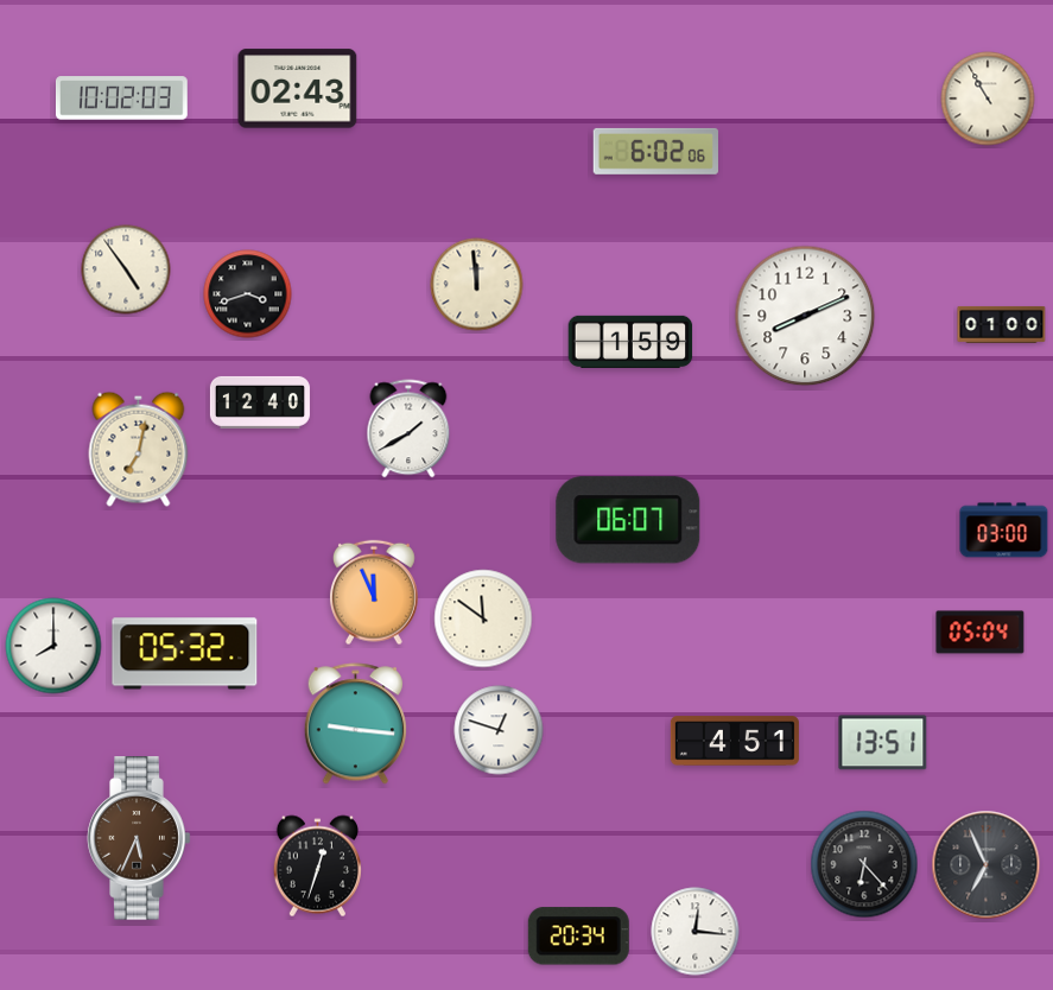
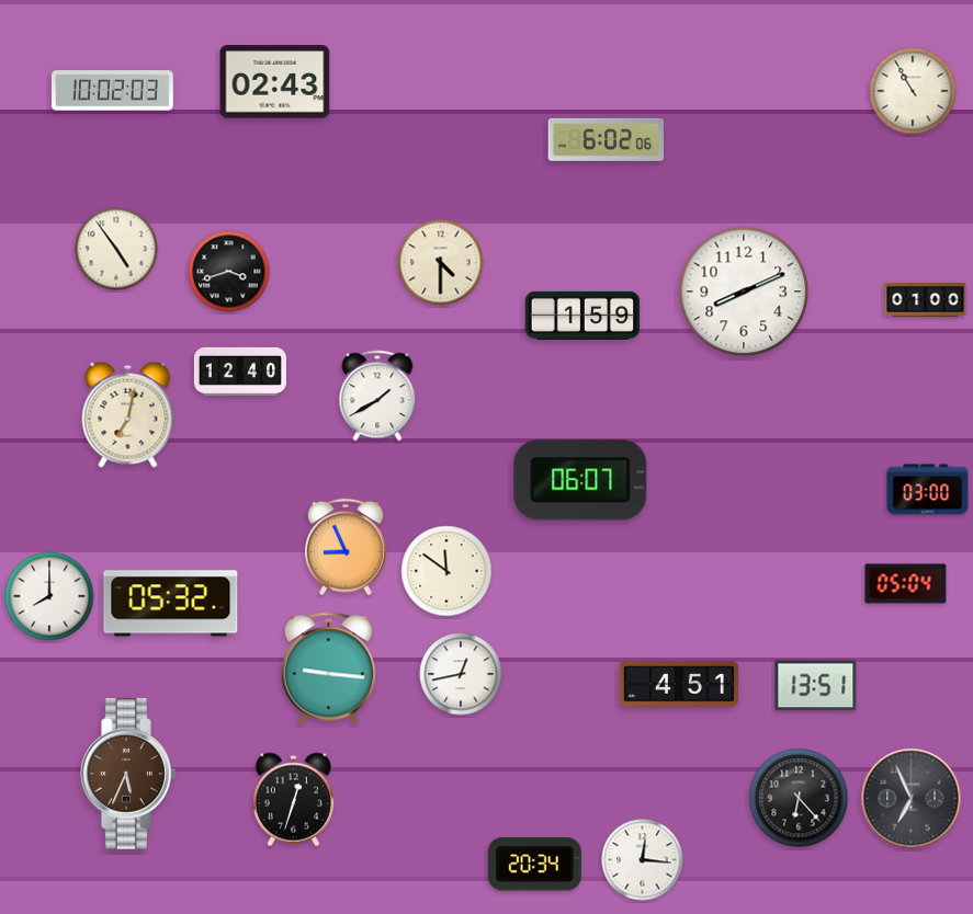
clock at (477, 285): 11:59 -> 4:30
clock at (374, 592): 11:56 -> 8:56
clock at (499, 730): 12:48 -> 12:43
